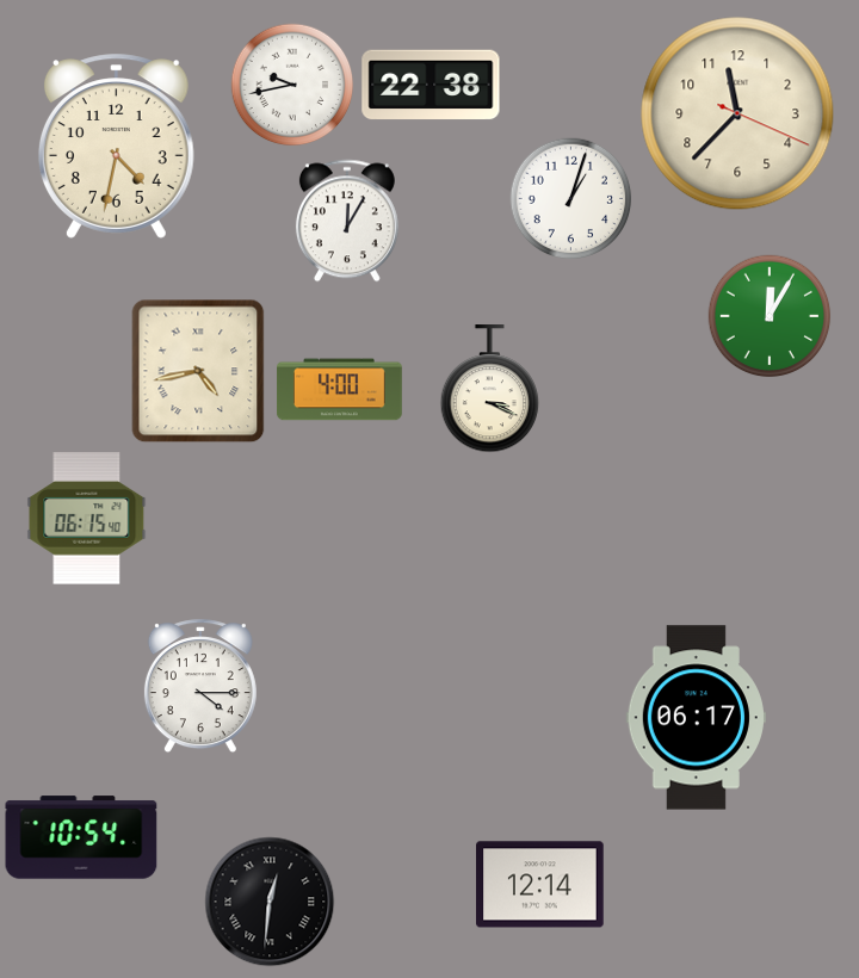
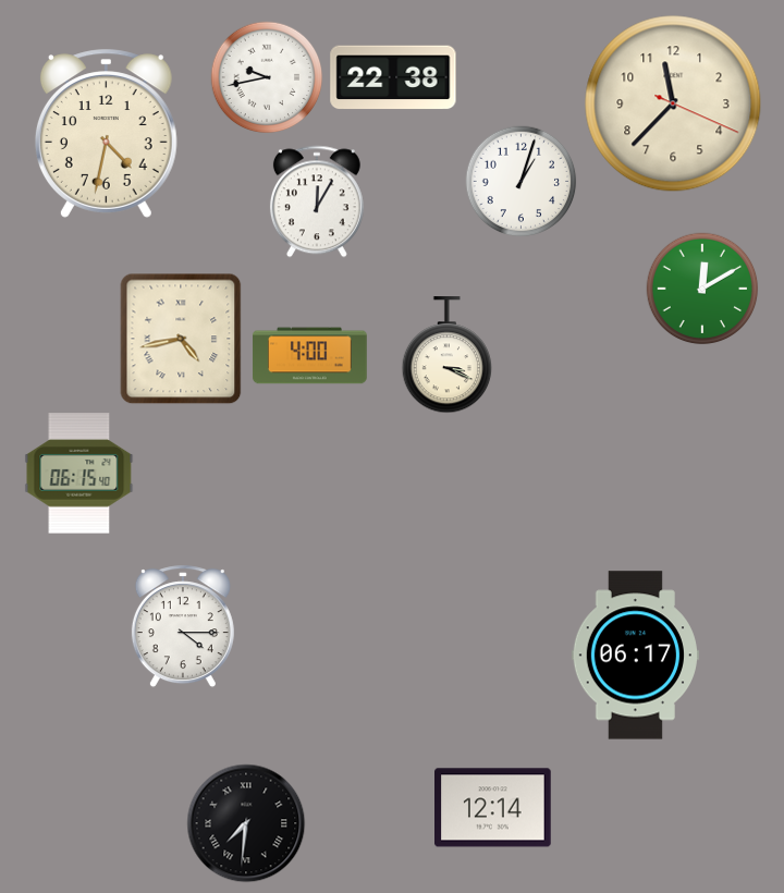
clock at (770, 316): 12:05 -> 12:10
clock at (81, 837): 10:54 -> none
clock at (270, 902): 12:31 -> 7:31
